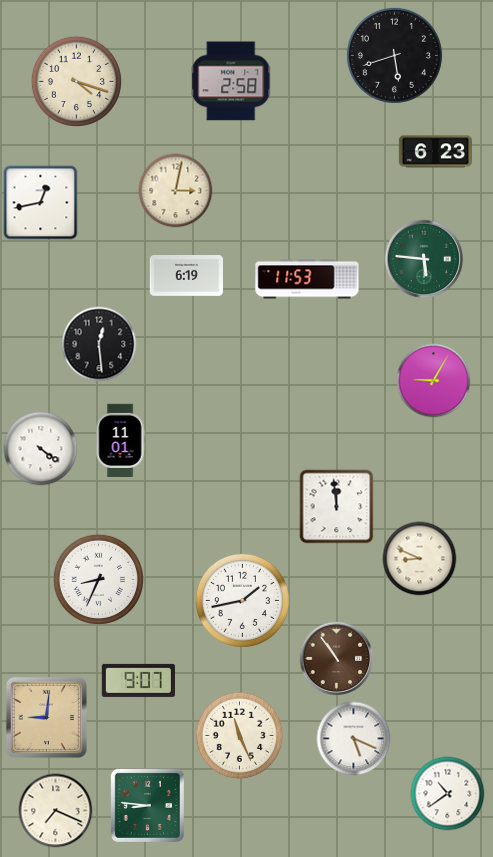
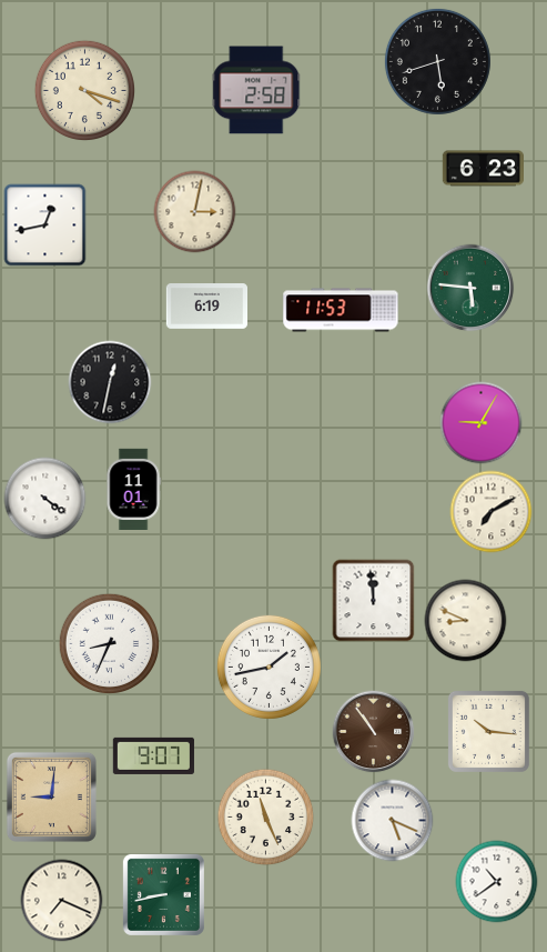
clock at (99, 344): 12:29 -> 12:32
clock at (492, 512): none -> 7:10
clock at (337, 507) position: (337, 507) -> (374, 601)
clock at (488, 731): none -> 10:16
clock at (147, 805): 8:46 -> 8:43
